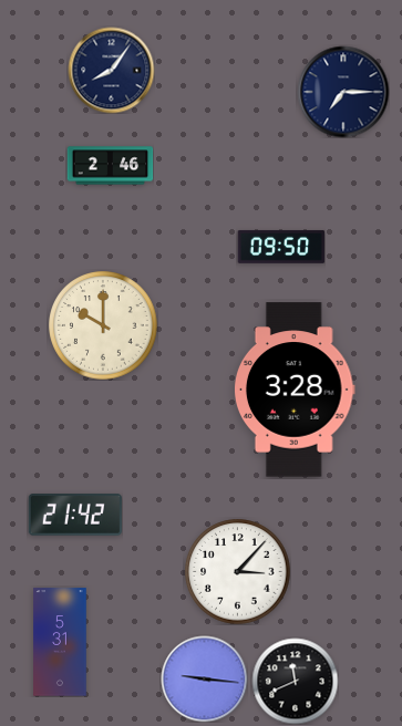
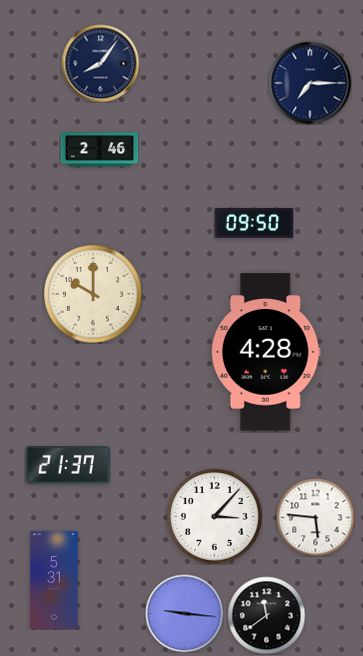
clock at (295, 390): 3:28 -> 4:28
clock at (75, 516): 21:42 -> 21:37
clock at (315, 517): none -> 5:46
clock at (295, 681): 11:41 -> 11:39
